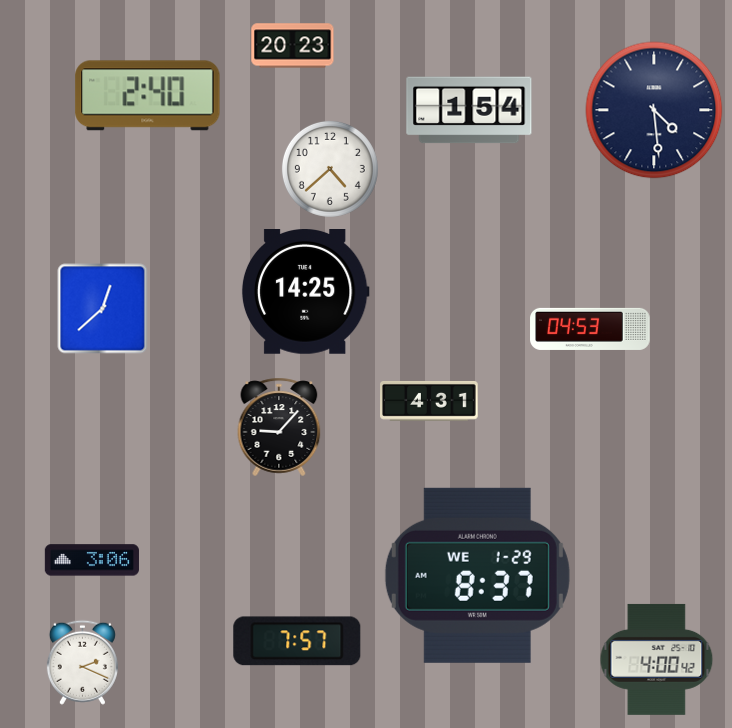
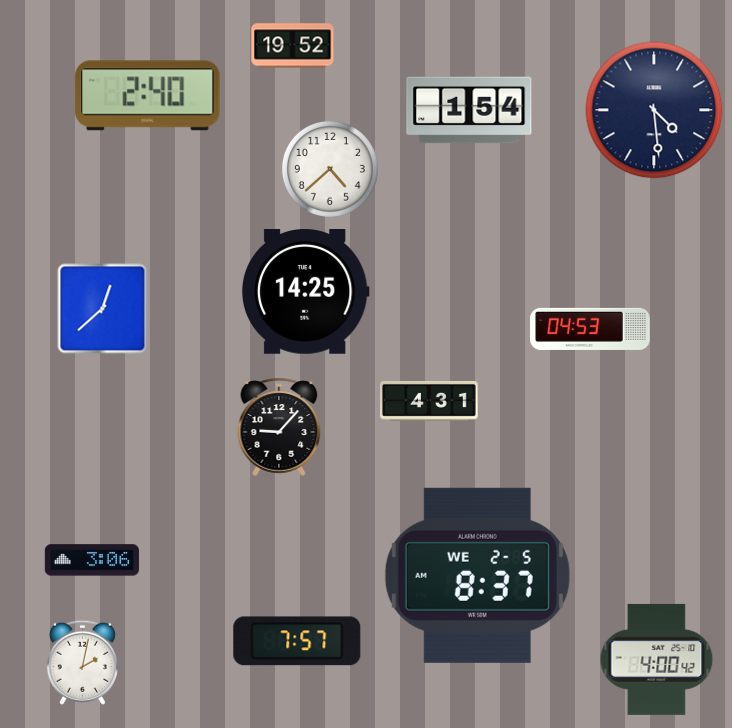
clock at (293, 46): 20:23 -> 19:52
clock at (477, 575) date: WE 1-29 -> WE 2-5
clock at (82, 662): 2:19 -> 2:02
